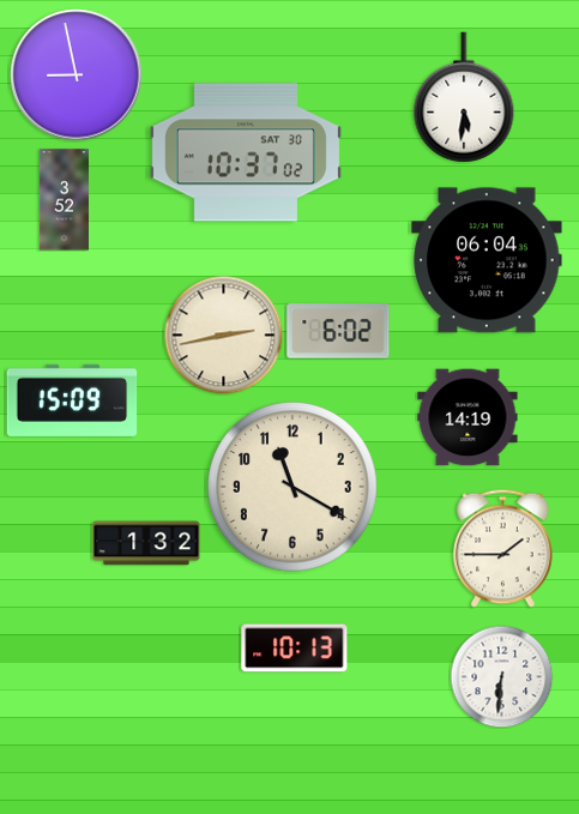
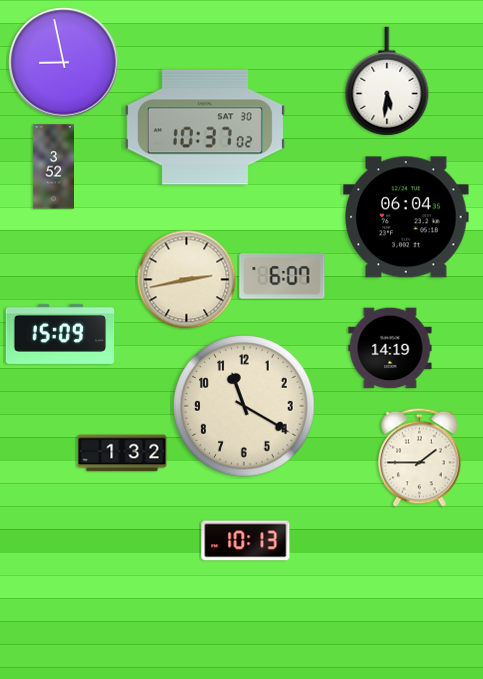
clock at (338, 331): 6:02 -> 6:07
clock at (501, 676): 6:31 -> none
